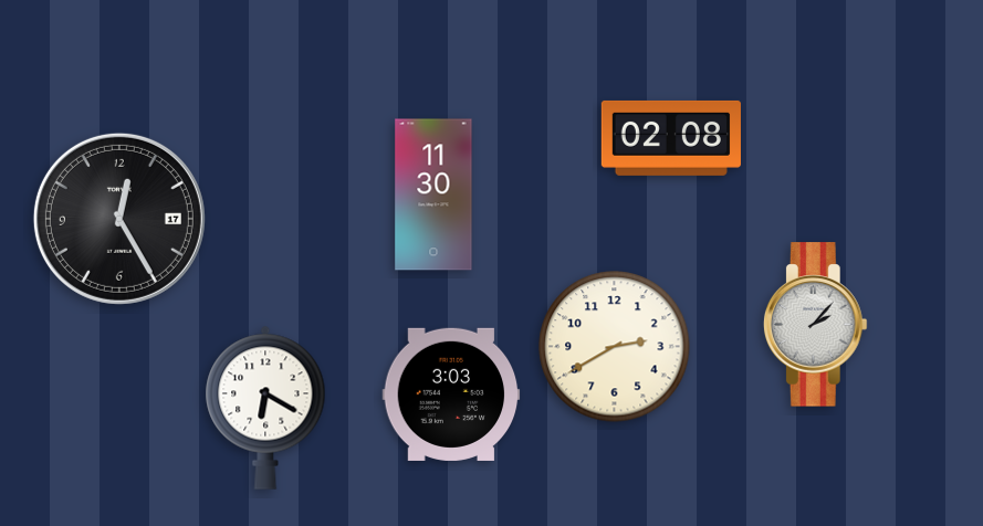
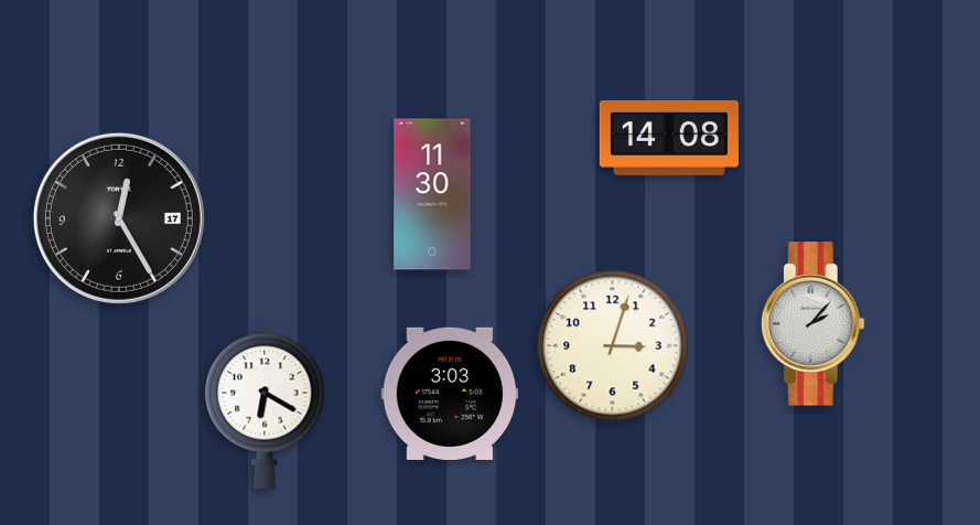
clock at (671, 138): 02:08 -> 14:08
clock at (615, 347): 2:40 -> 3:03
